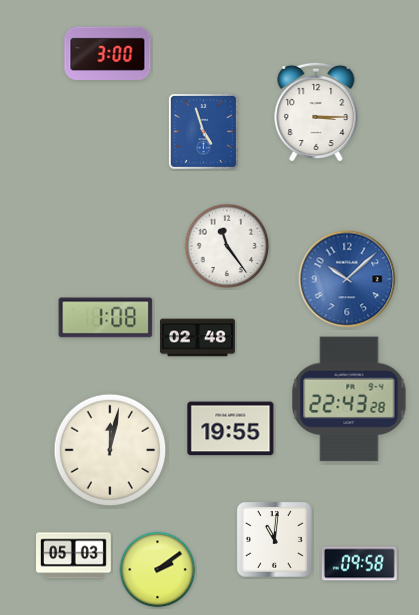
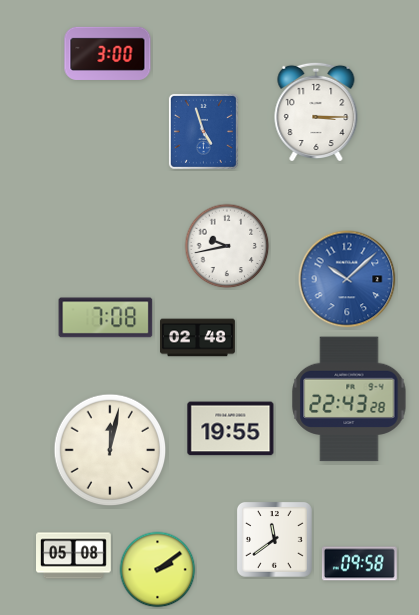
clock at (227, 246): 11:24 -> 9:43
clock at (106, 318): 1:08 -> 7:08
clock at (275, 540): 11:01 -> 11:39
clock at (74, 556): 05:03 -> 05:08
